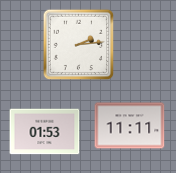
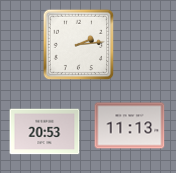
clock at (130, 126): 11:11 -> 11:13
clock at (45, 132): 01:53 -> 20:53
